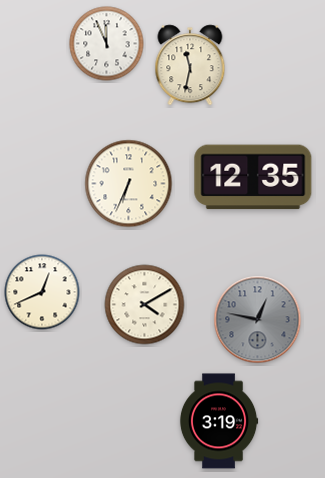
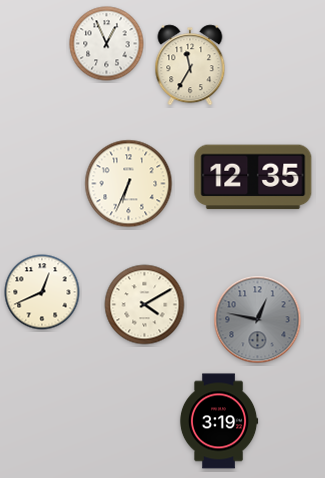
clock at (107, 44): 11:56 -> 12:56
clock at (190, 65): 11:32 -> 11:35
